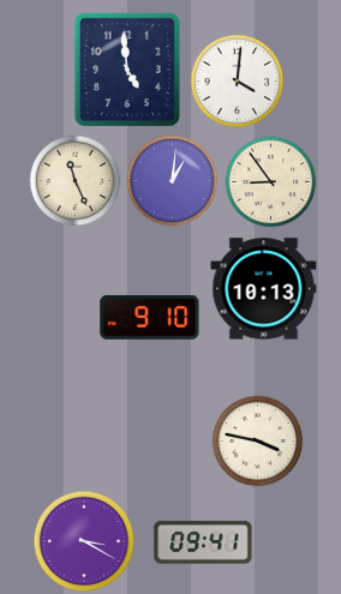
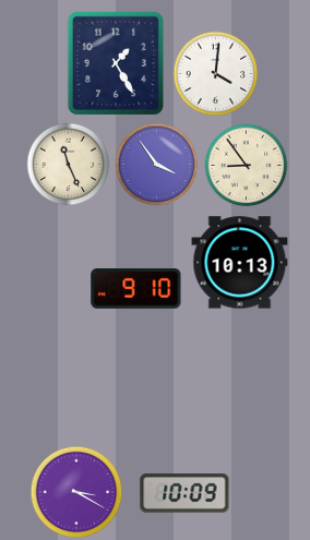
clock at (127, 70): 4:59 -> 1:25
clock at (173, 181): 1:01 -> 3:54
clock at (258, 442): 3:47 -> none
clock at (203, 542): 09:41 -> 10:09
